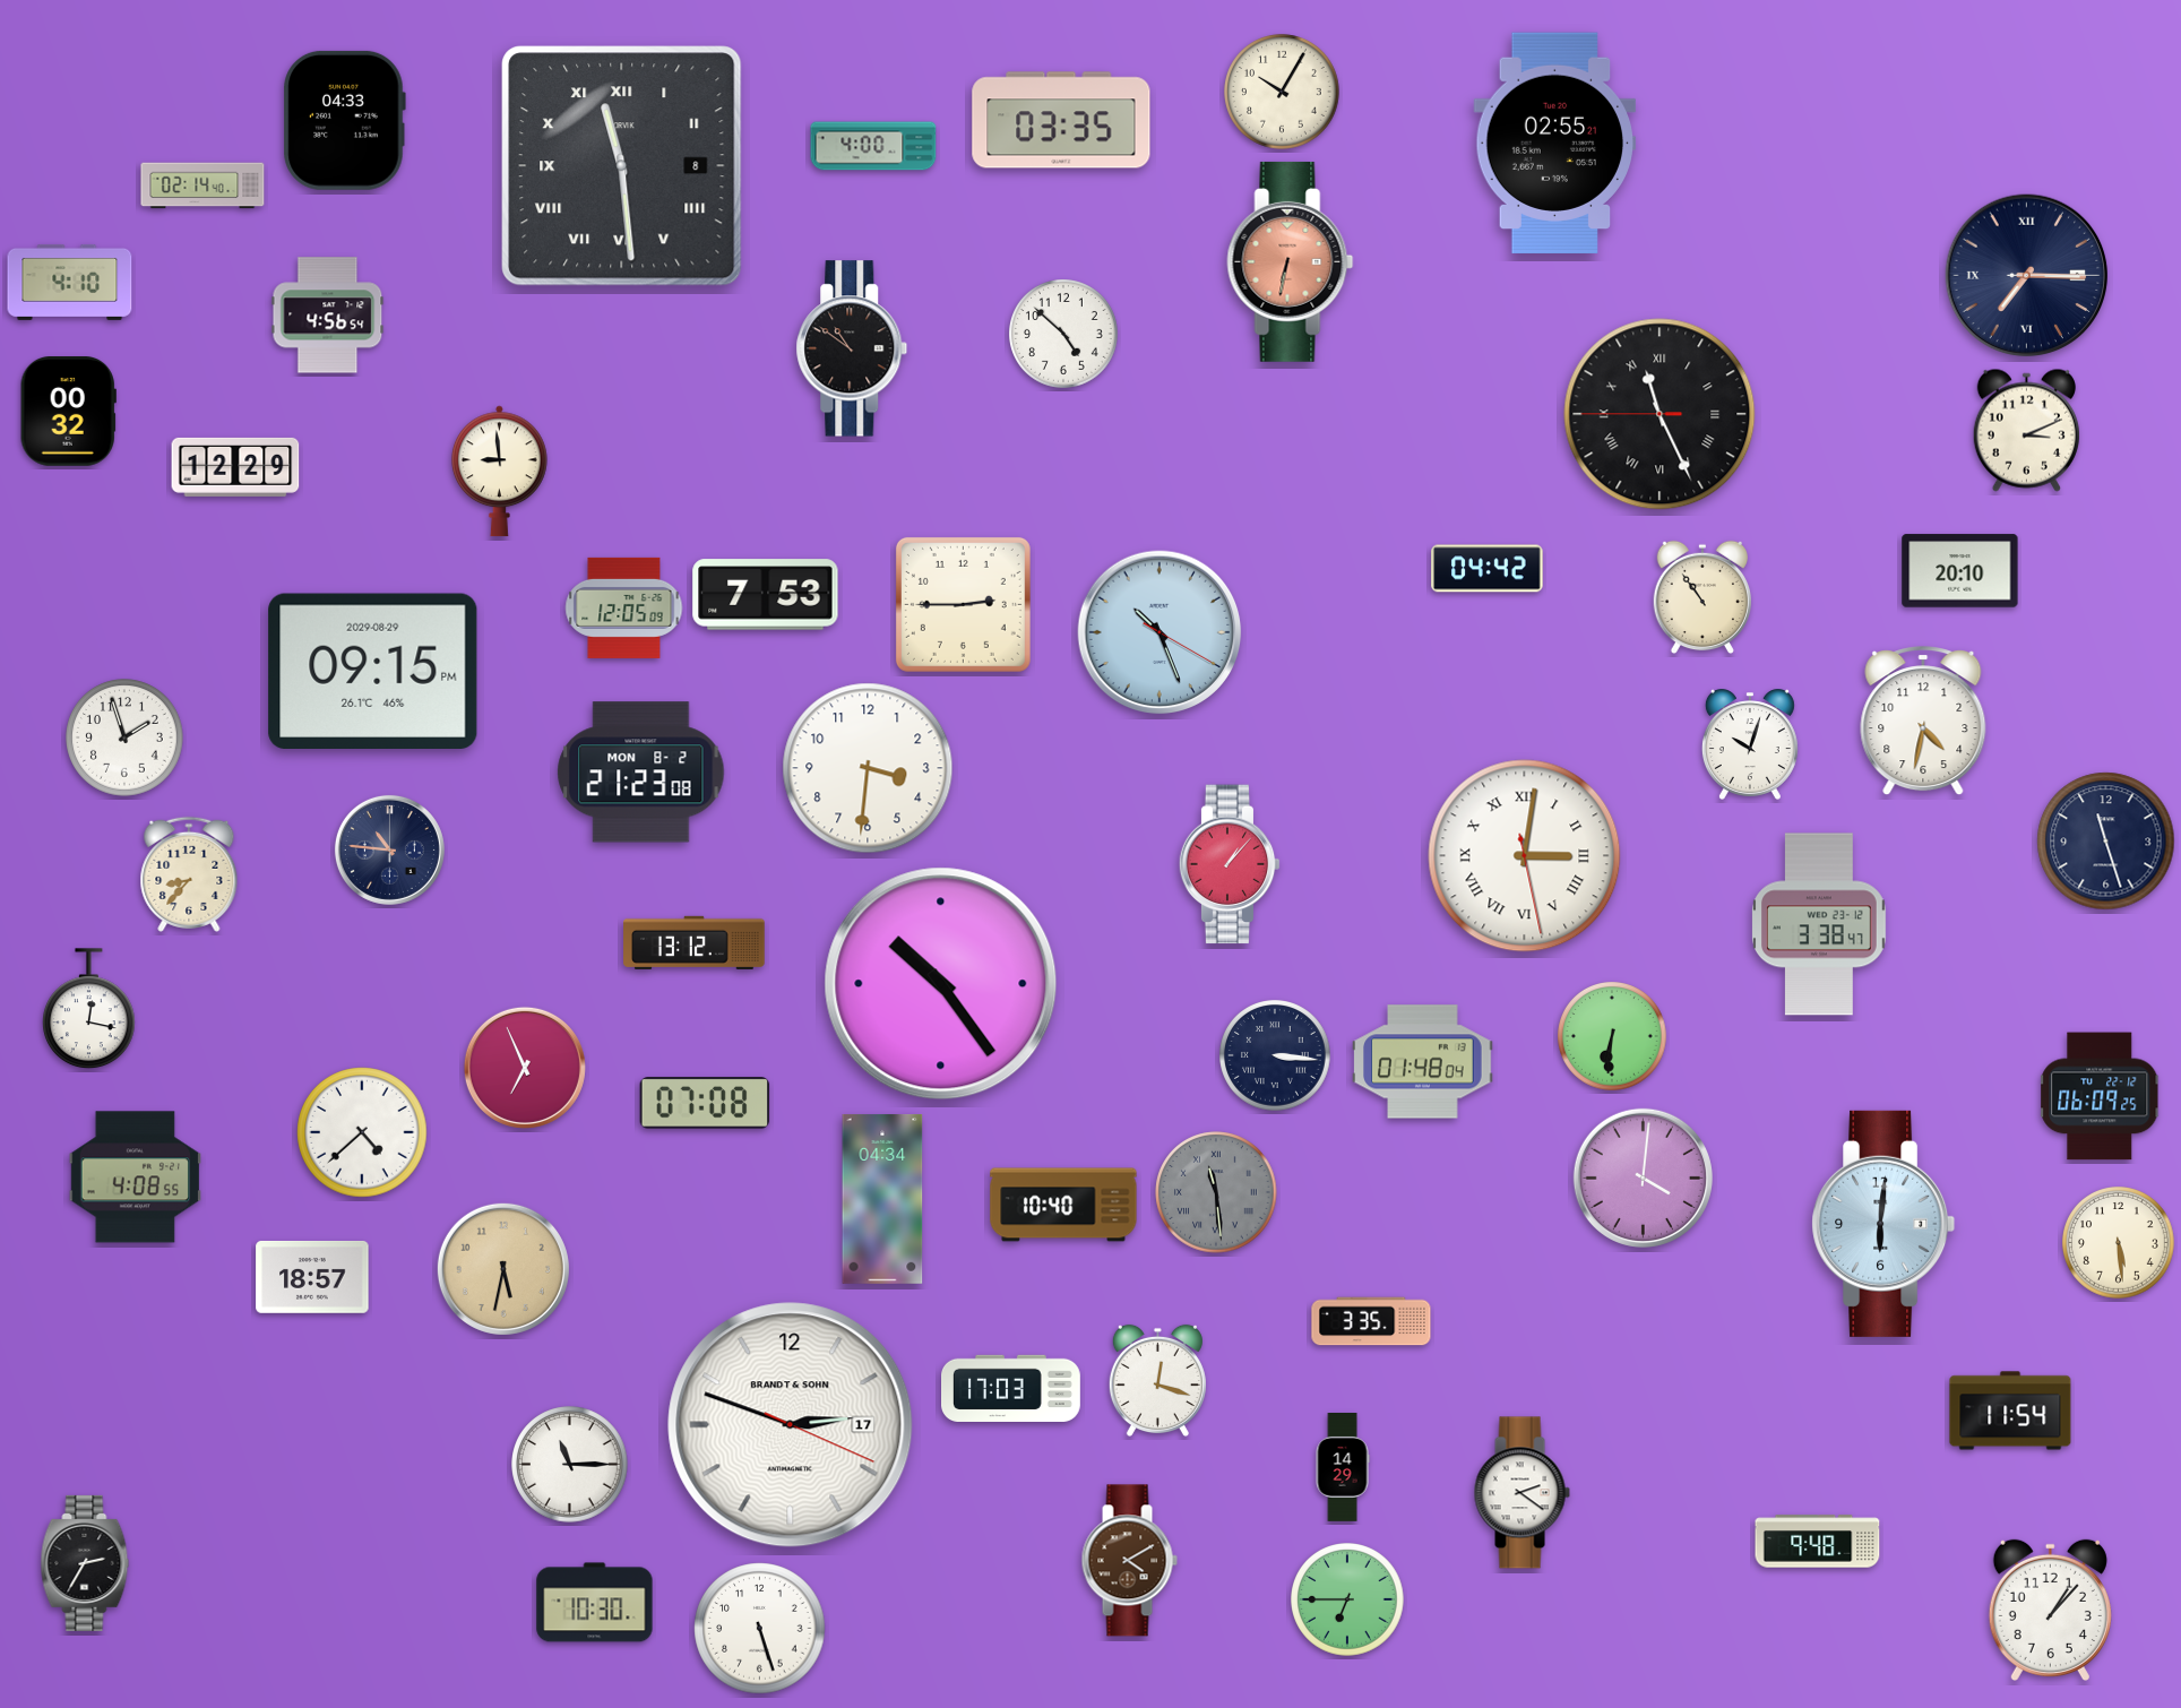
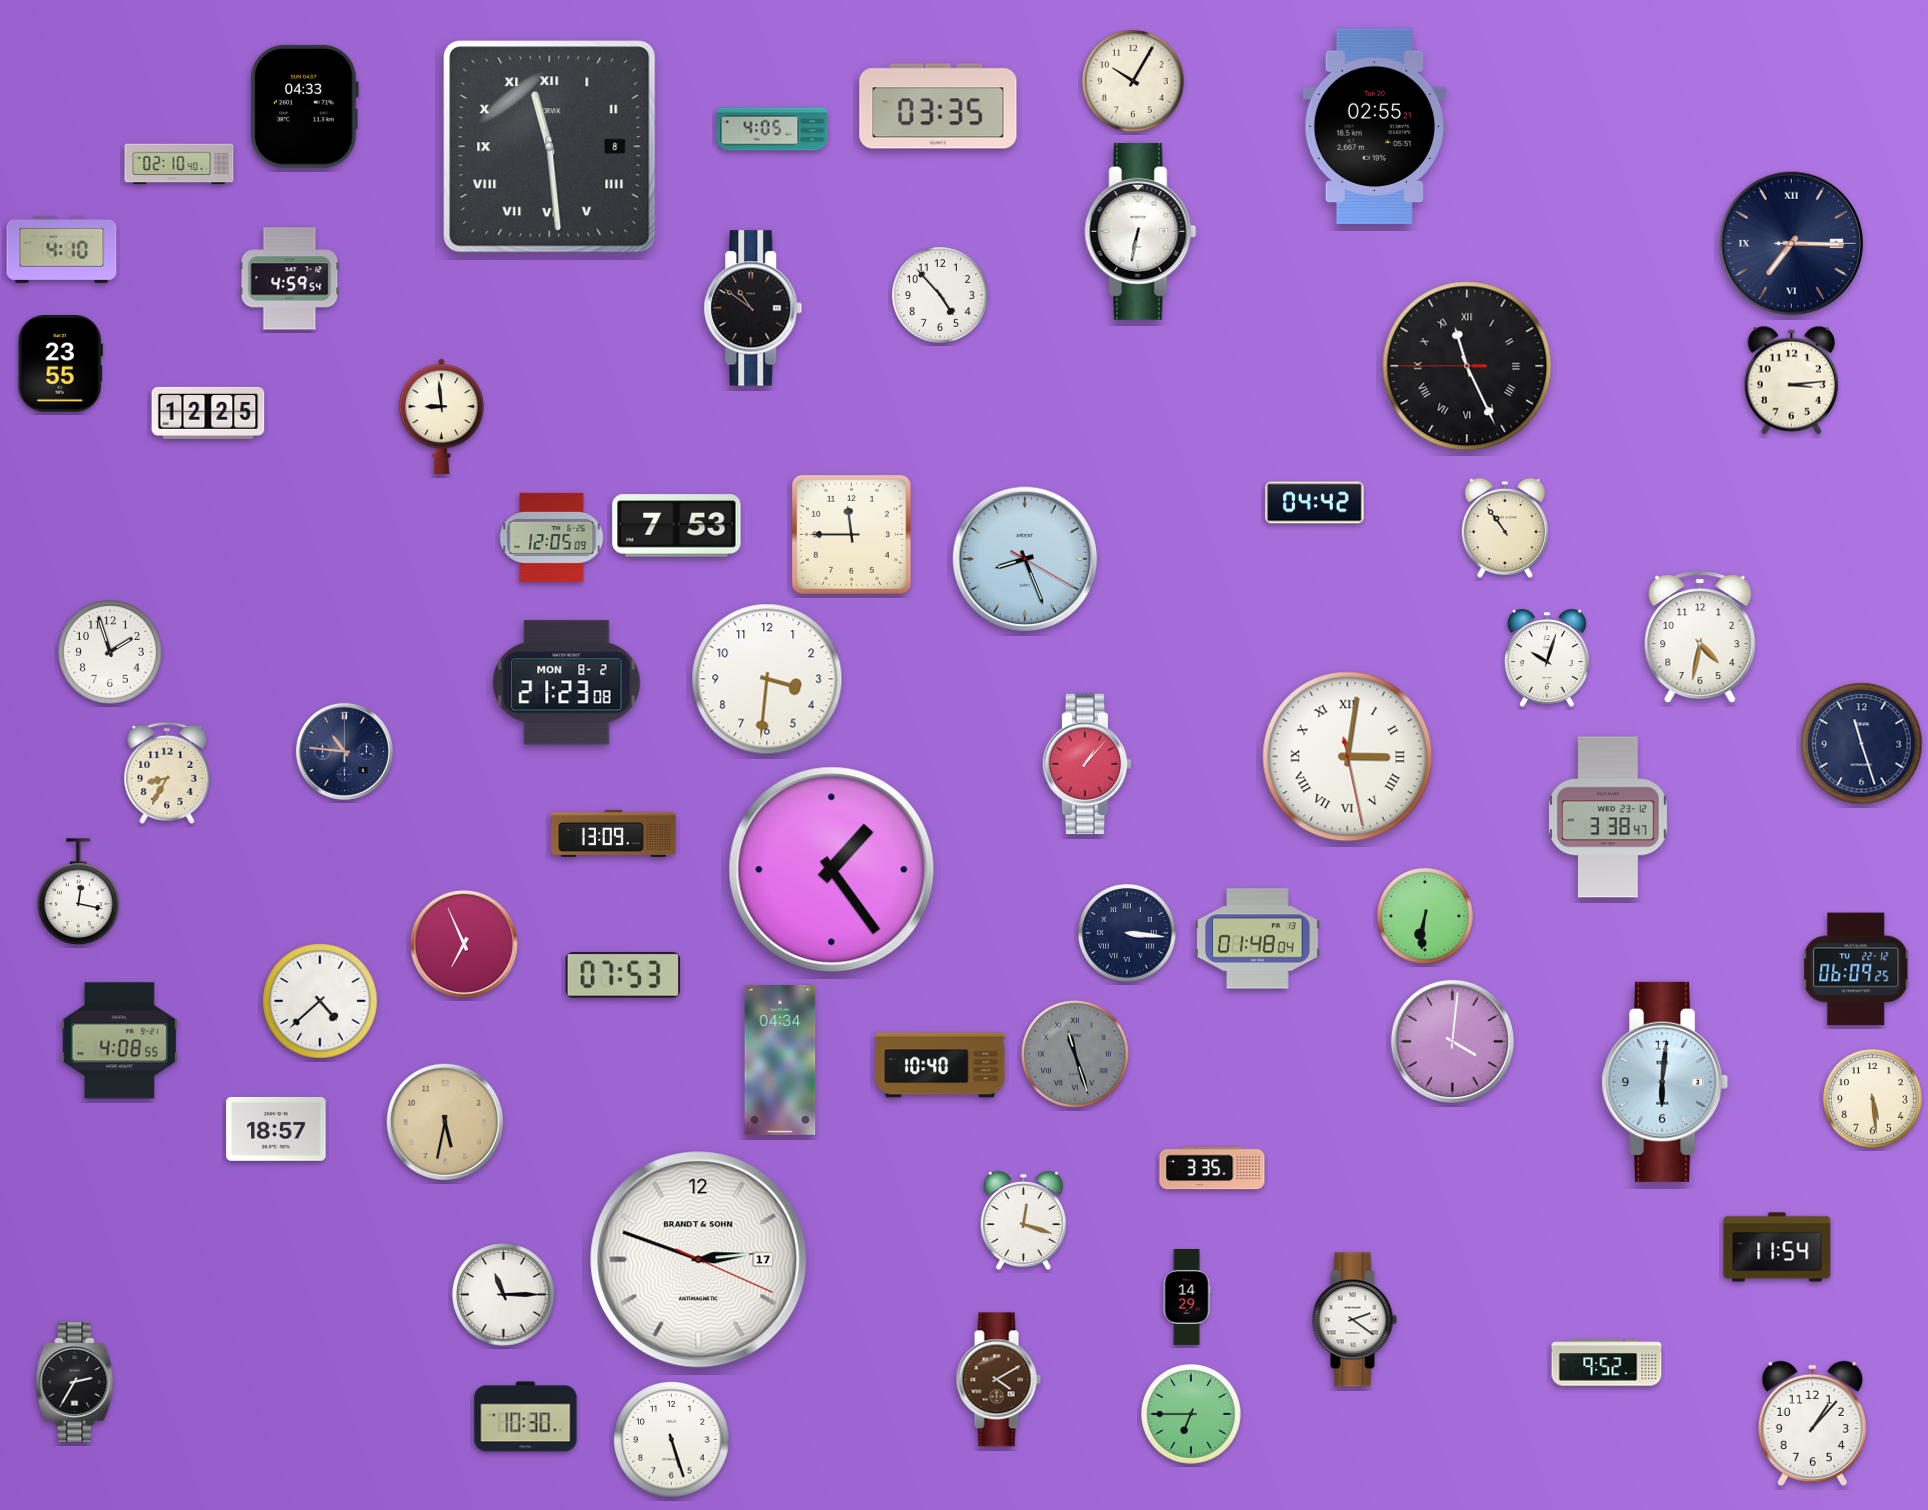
clock at (873, 146): 4:00 -> 4:05
clock at (202, 186): 02:14 -> 02:10
clock at (1291, 261) dial: salmon -> white
clock at (328, 316): 4:56 -> 4:59
clock at (1064, 335): 4:52 -> 4:53
clock at (68, 412): 00:32 -> 23:55
clock at (2026, 430): 3:11 -> 3:14
clock at (235, 467): 12:29 -> 12:25
clock at (1960, 571): 20:10 -> none
clock at (963, 604): 2:45 -> 11:45
clock at (1160, 632): 10:26 -> 8:26
clock at (373, 671): 09:15 -> none
clock at (189, 874): 8:37 -> 8:35
clock at (695, 942): 13:12 -> 13:09
clock at (941, 984): 10:24 -> 1:24
clock at (705, 1103): 07:08 -> 07:53
clock at (1216, 1192): 11:29 -> 11:27
clock at (1011, 1388): 17:03 -> none
clock at (1521, 1493) position: (1521, 1493) -> (1354, 1320)
clock at (1818, 1542): 9:48 -> 9:52
